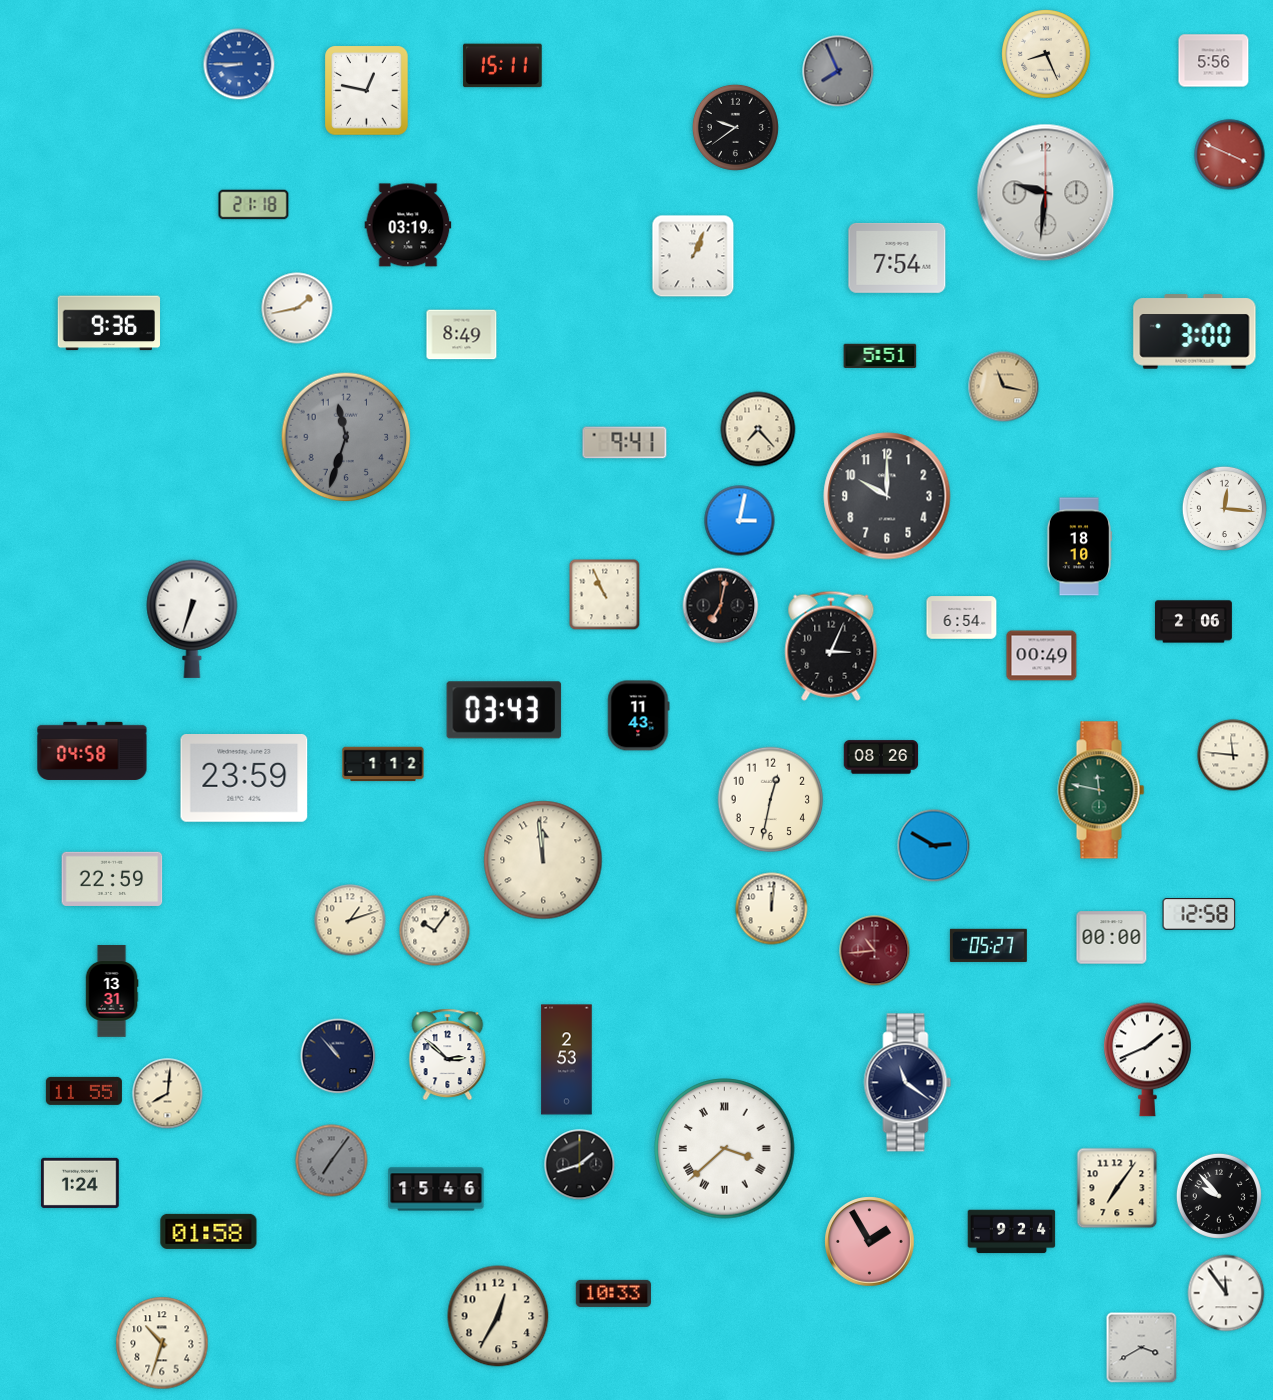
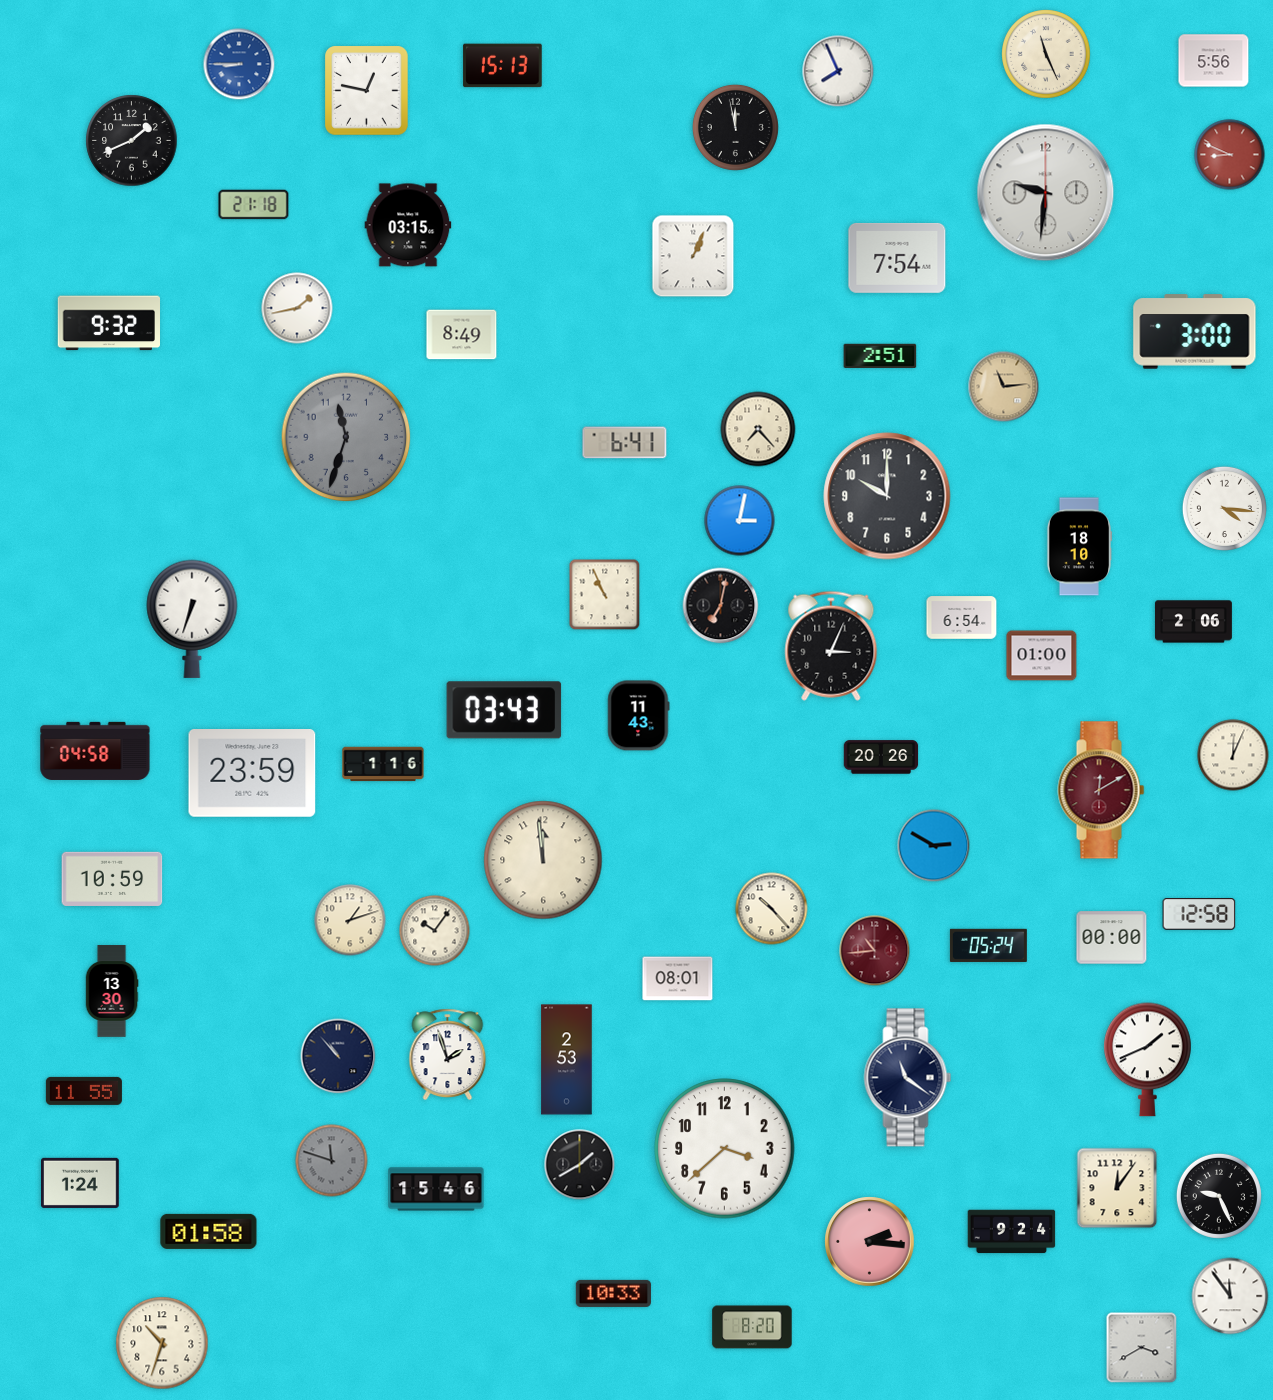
clock at (1046, 54): 8:26 -> 11:26
clock at (503, 66): 15:11 -> 15:13
clock at (838, 71) dial: grey -> white
clock at (735, 127): 9:39 -> 11:58
clock at (132, 141): none -> 1:41
clock at (1230, 155): 3:49 -> 8:49
clock at (408, 225): 03:19 -> 03:15
clock at (108, 323): 9:36 -> 9:32
clock at (880, 356): 5:51 -> 2:51
clock at (1004, 387): 11:17 -> 11:14
clock at (625, 443): 9:41 -> 6:41
clock at (1224, 508): 12:16 -> 4:16
clock at (1042, 656): 00:49 -> 01:00
clock at (92, 751) position: (92, 751) -> (95, 751)
clock at (1233, 755): 11:46 -> 12:04
clock at (881, 757): 08:26 -> 20:26
clock at (383, 764): 1:12 -> 1:16
clock at (244, 779) position: (244, 779) -> (252, 774)
clock at (1101, 790): 11:47 -> 12:10
clock at (1101, 790) dial: green -> burgundy
clock at (771, 800): 12:32 -> none
clock at (112, 879): 22:59 -> 10:59
clock at (772, 909): 12:01 -> 10:23
clock at (988, 945): 05:27 -> 05:24
clock at (678, 979): none -> 08:01
clock at (112, 991): 13:31 -> 13:30
clock at (448, 1055): 2:52 -> 1:57
clock at (908, 1083) position: (908, 1083) -> (908, 1078)
clock at (168, 1094): 8:01 -> none
clock at (725, 1149) numerals: Roman -> Arabic
clock at (332, 1161): 7:06 -> 11:48
clock at (580, 1165): 1:42 -> 1:40
clock at (1117, 1188): 7:06 -> 12:06
clock at (1219, 1196): 9:53 -> 9:26
clock at (870, 1242): 1:55 -> 2:16
clock at (1226, 1293) position: (1226, 1293) -> (1230, 1296)
clock at (498, 1316): 12:35 -> none
clock at (752, 1327): none -> 8:20
